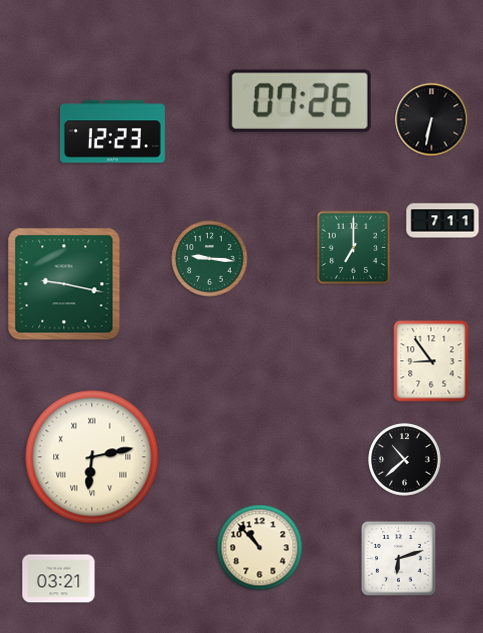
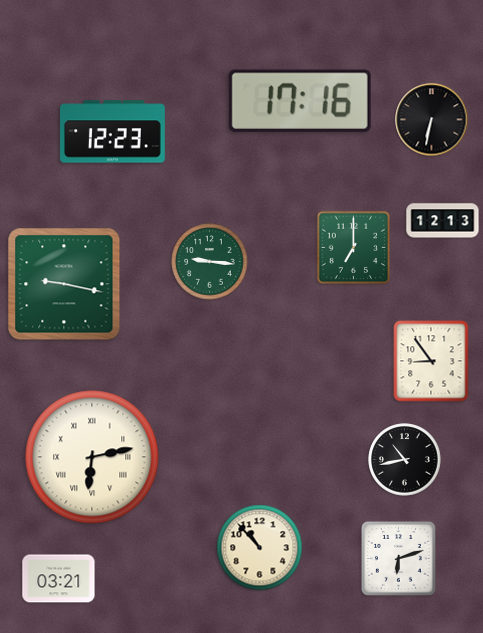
clock at (300, 101): 07:26 -> 17:16
clock at (443, 221): 7:11 -> 12:13
clock at (210, 259) position: (210, 259) -> (210, 262)
clock at (405, 460): 10:38 -> 10:43
